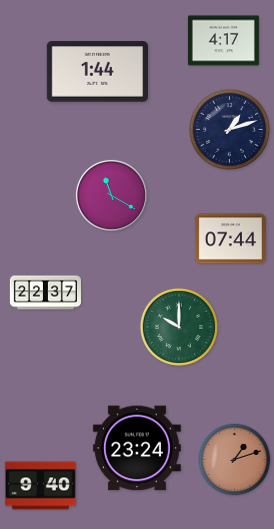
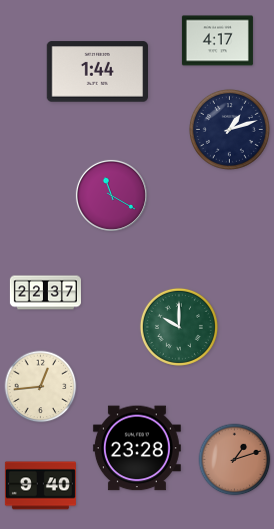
clock at (223, 41) position: (223, 41) -> (217, 41)
clock at (230, 239): 07:44 -> none
clock at (41, 387): none -> 12:44
clock at (137, 448): 23:24 -> 23:28
